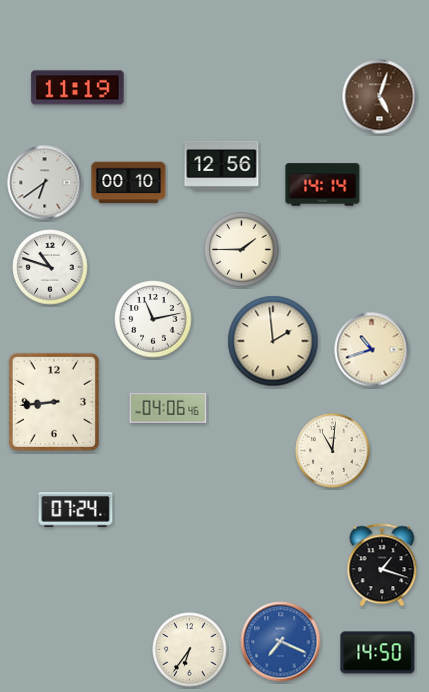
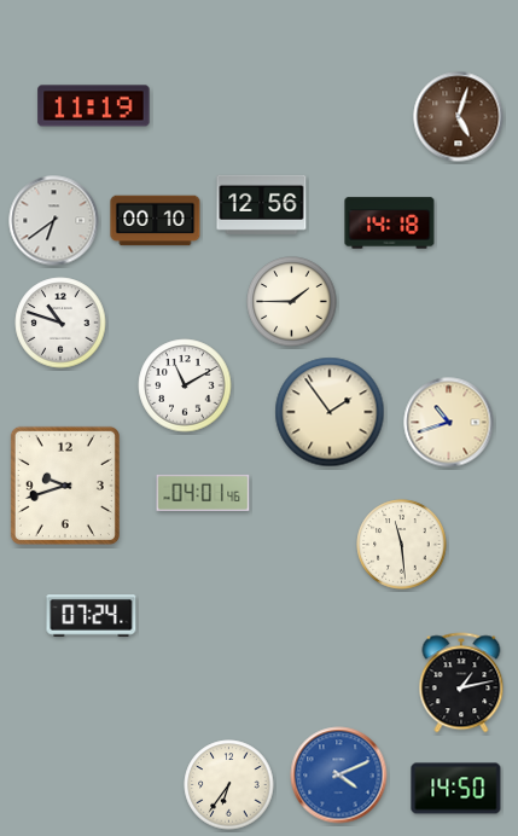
clock at (222, 165) position: (222, 165) -> (262, 204)
clock at (323, 185): 14:14 -> 14:18
clock at (153, 319): 11:13 -> 11:10
clock at (273, 341): 1:59 -> 1:54
clock at (54, 402): 8:44 -> 9:42
clock at (168, 408): 04:06 -> 04:01
clock at (333, 451): 11:01 -> 11:29
clock at (382, 565): 1:18 -> 1:13
clock at (281, 642): 7:19 -> 4:11
